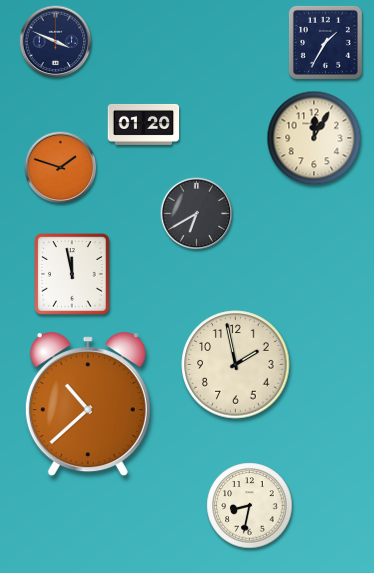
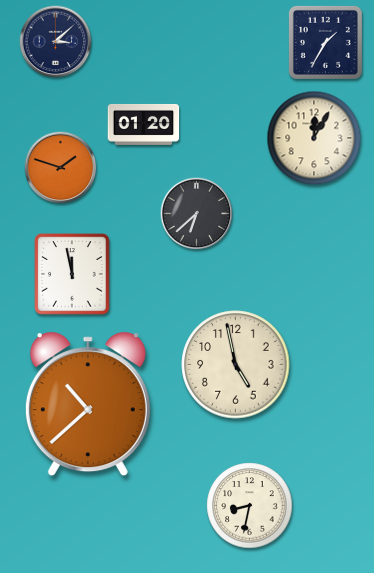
clock at (56, 42): 3:49 -> 3:08
clock at (197, 214): 6:40 -> 6:38
clock at (236, 365): 1:58 -> 4:58
